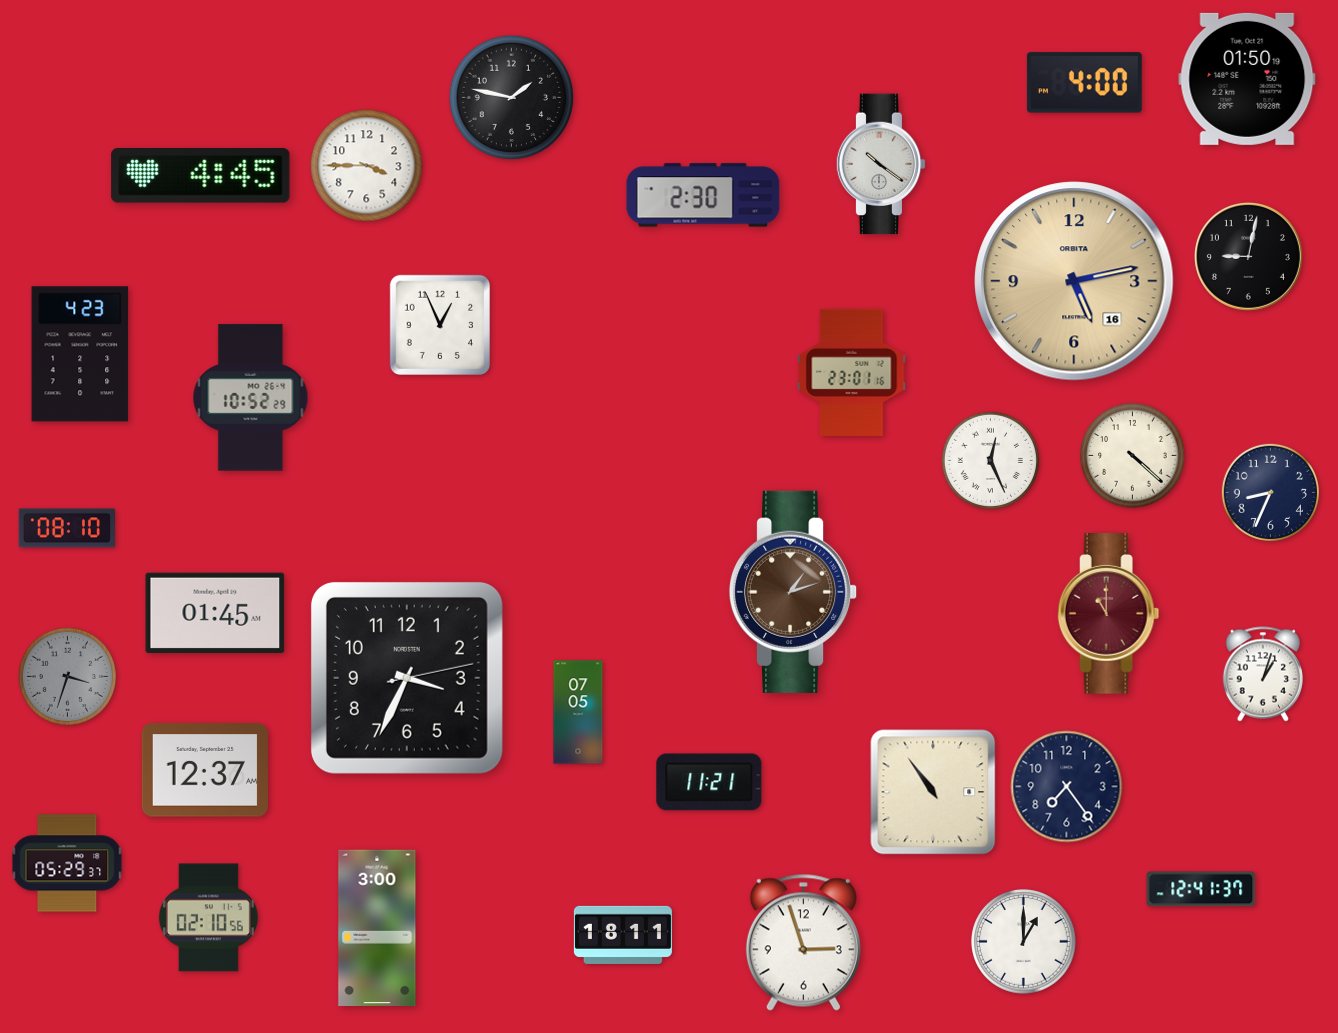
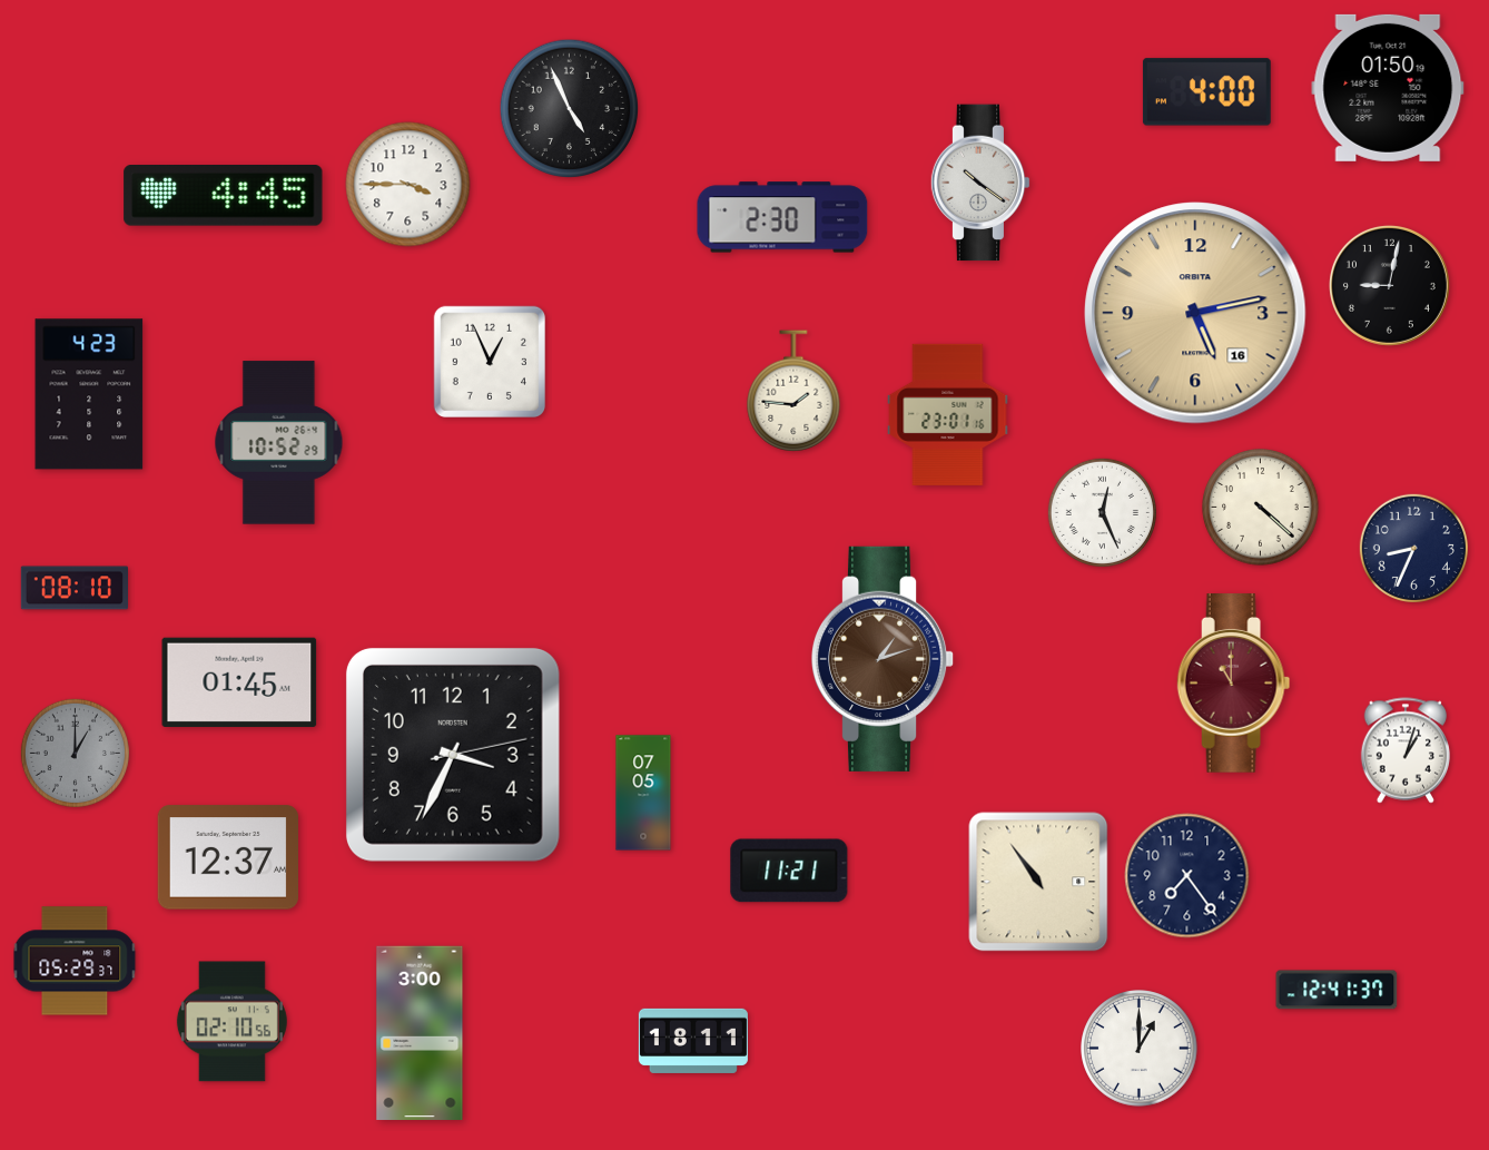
clock at (512, 98): 1:47 -> 4:56
clock at (793, 391): none -> 1:46
clock at (67, 676): 3:33 -> 1:00
clock at (803, 942): 2:57 -> none
